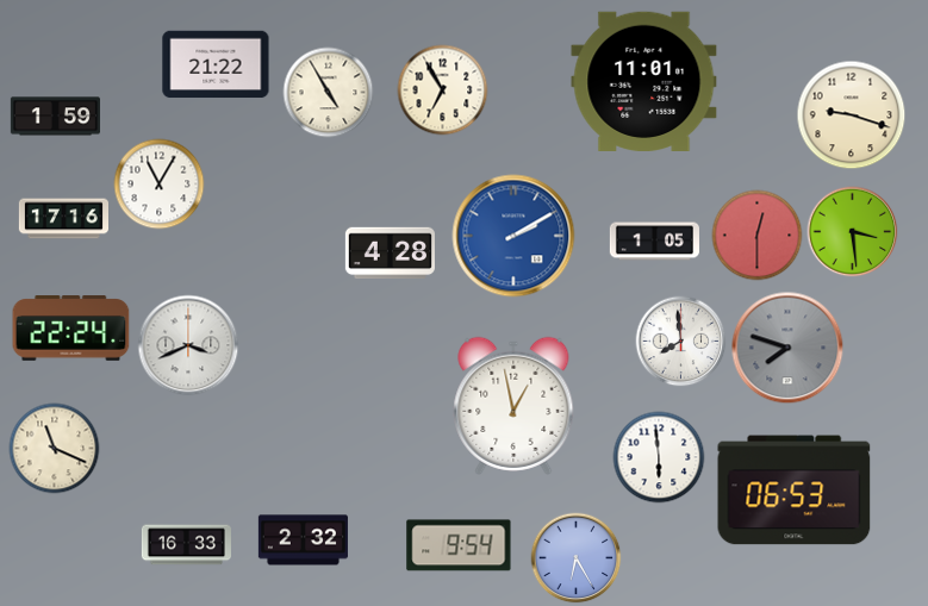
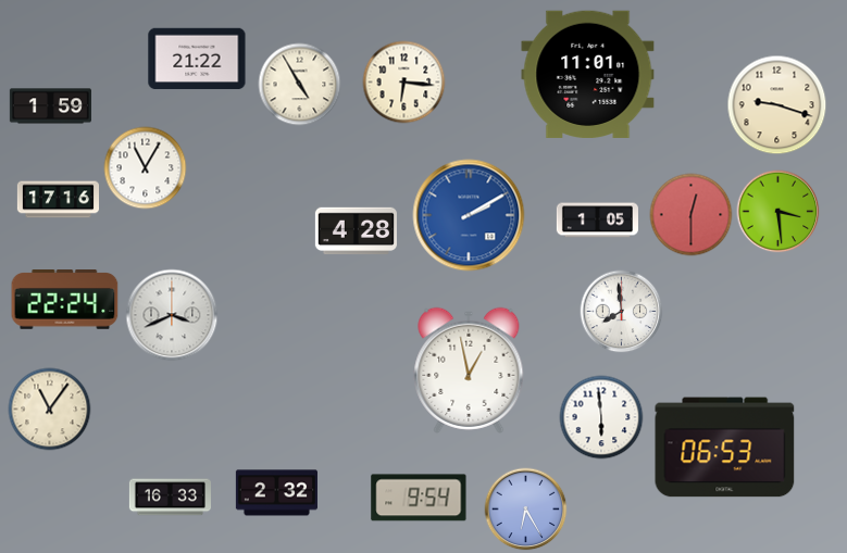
clock at (443, 90): 6:55 -> 6:16
clock at (787, 348): 7:48 -> none
clock at (55, 449): 11:19 -> 11:06
